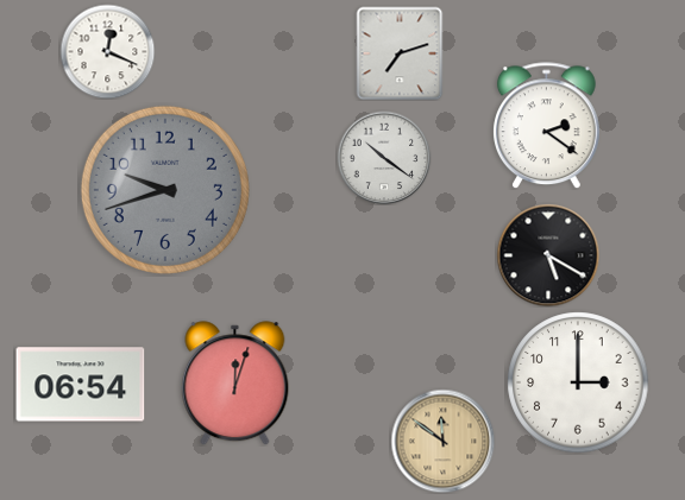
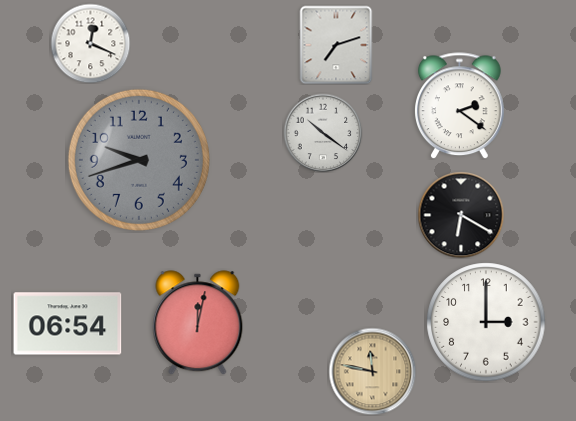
clock at (548, 255): 5:20 -> 6:20
clock at (235, 384): 12:03 -> 12:02
clock at (442, 441): 11:51 -> 11:47
